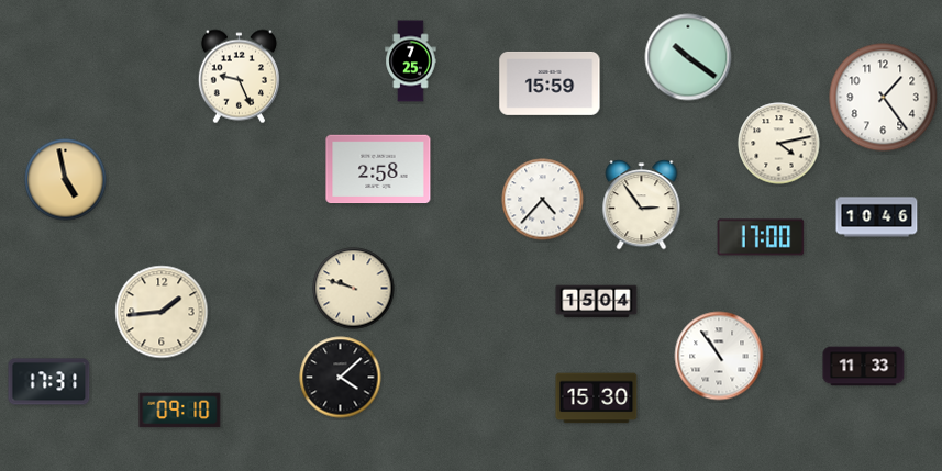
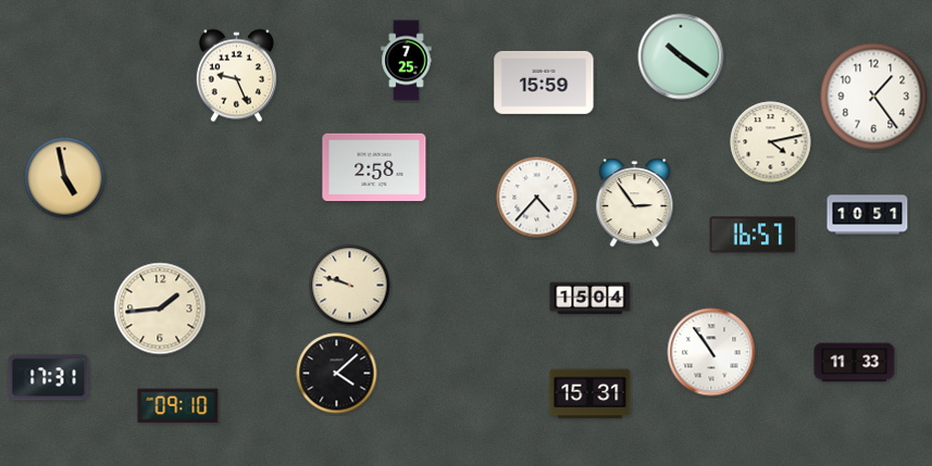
clock at (877, 217): 10:46 -> 10:51
clock at (761, 237): 17:00 -> 16:57
clock at (597, 399): 15:30 -> 15:31
